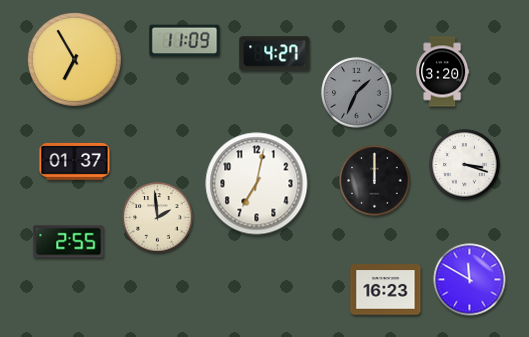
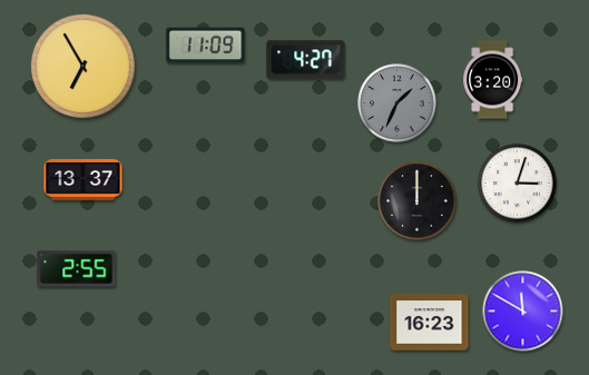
clock at (75, 161): 01:37 -> 13:37
clock at (465, 165): 3:18 -> 3:03
clock at (257, 184): 7:02 -> none
clock at (158, 218): 1:59 -> none
